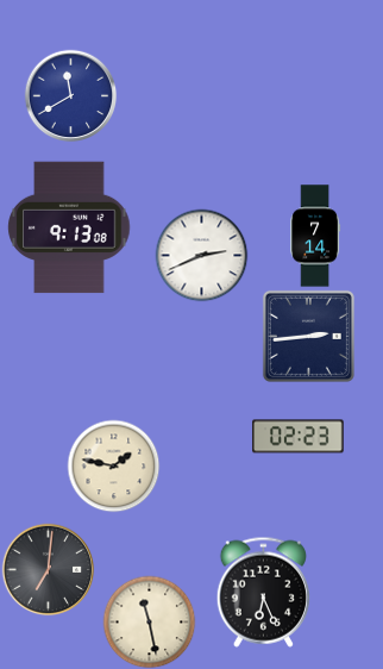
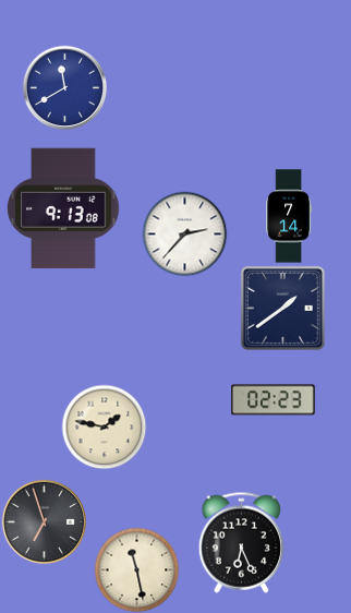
clock at (201, 255): 2:41 -> 2:37
clock at (308, 336): 2:44 -> 1:39
clock at (48, 569): 7:01 -> 6:57
